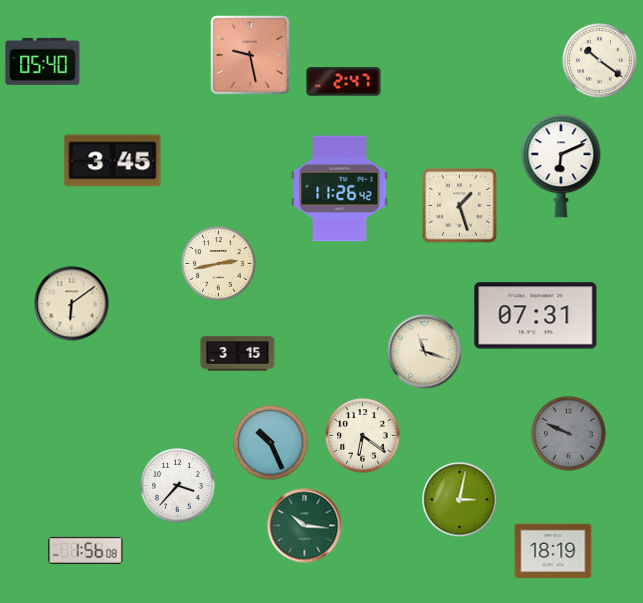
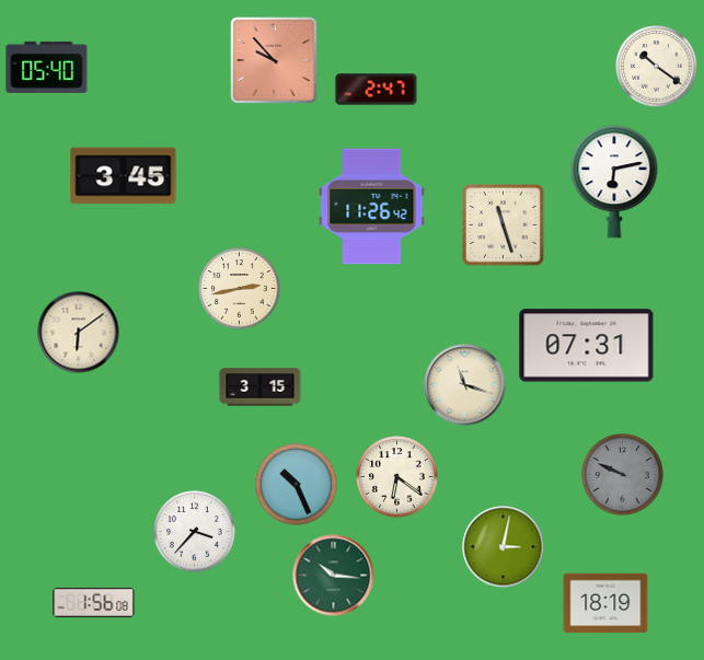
clock at (250, 55): 9:28 -> 9:53
clock at (561, 166): 6:11 -> 6:13
clock at (460, 206): 1:27 -> 11:27
